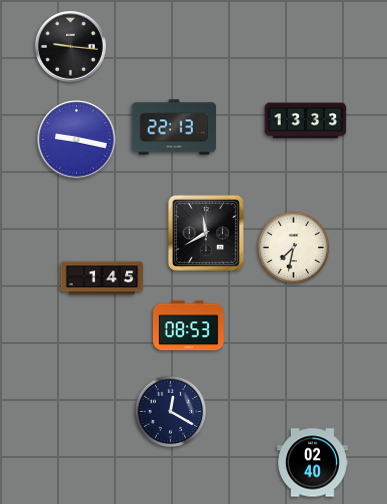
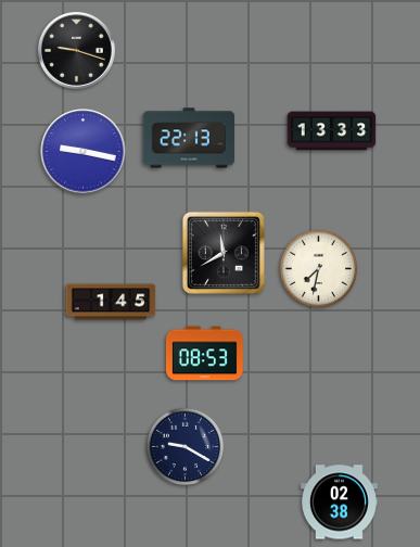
clock at (71, 47): 9:16 -> 9:18
clock at (171, 412): 12:20 -> 9:20
clock at (313, 463): 02:40 -> 02:38
